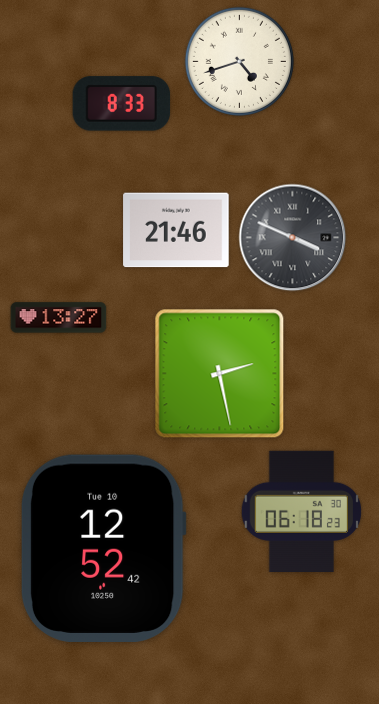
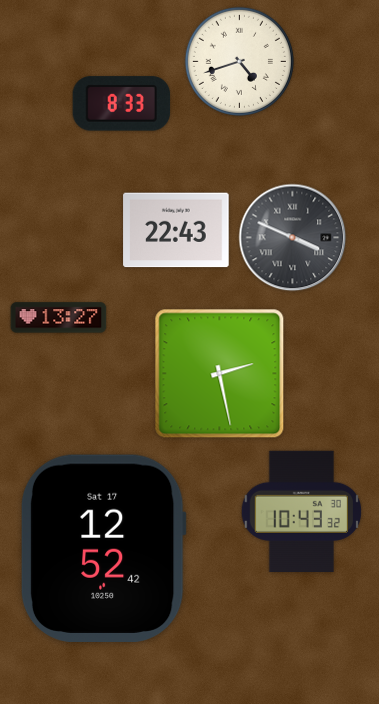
clock at (176, 230): 21:46 -> 22:43
clock at (302, 511): 06:18 -> 10:43
clock at (103, 548) date: Tue 10 -> Sat 17
